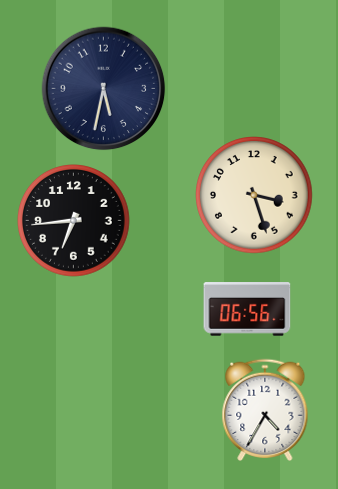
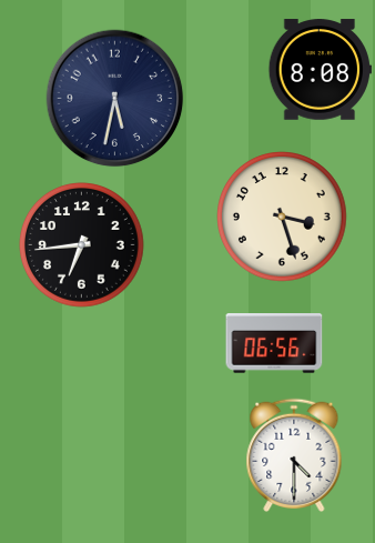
clock at (320, 70): none -> 8:08
clock at (265, 409): 4:35 -> 4:30
